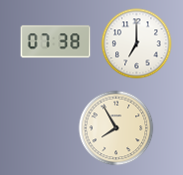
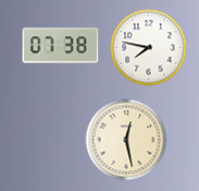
clock at (137, 44): 7:00 -> 7:47
clock at (116, 128): 7:55 -> 12:28
